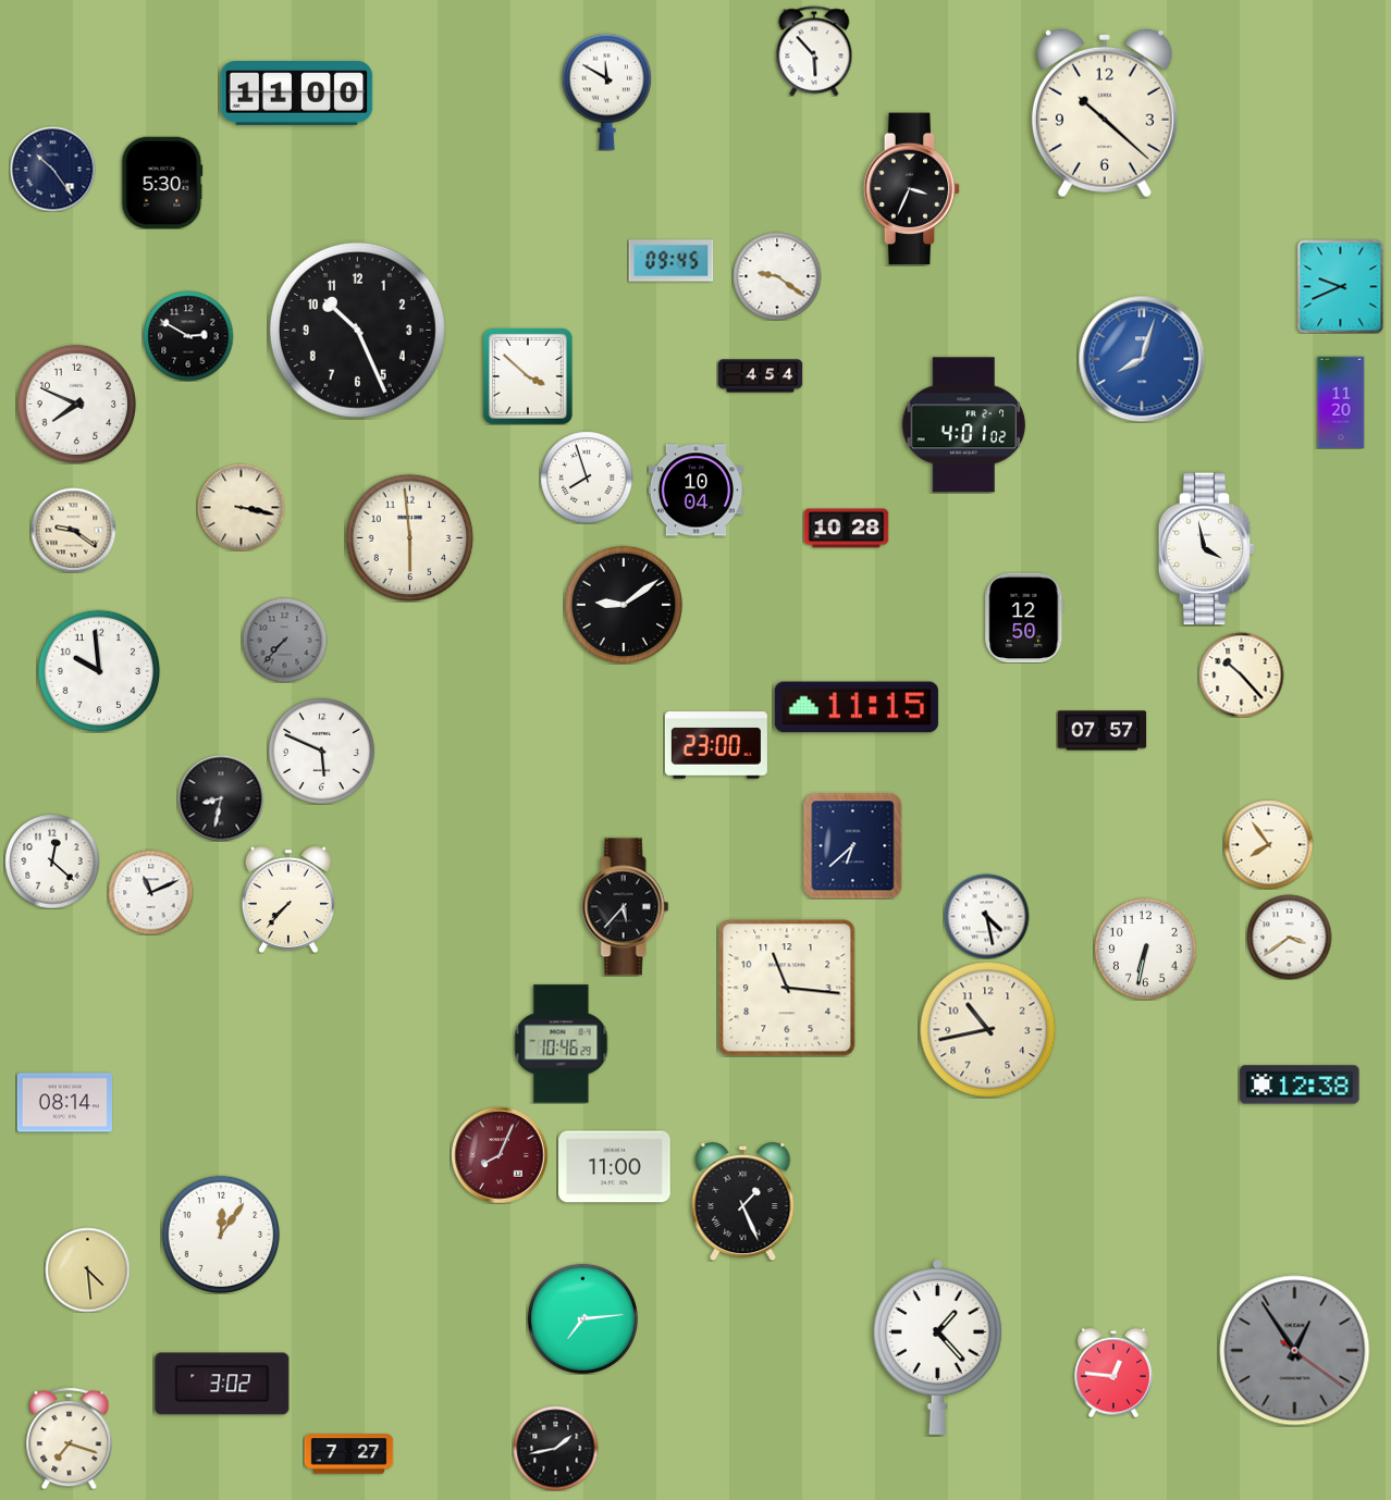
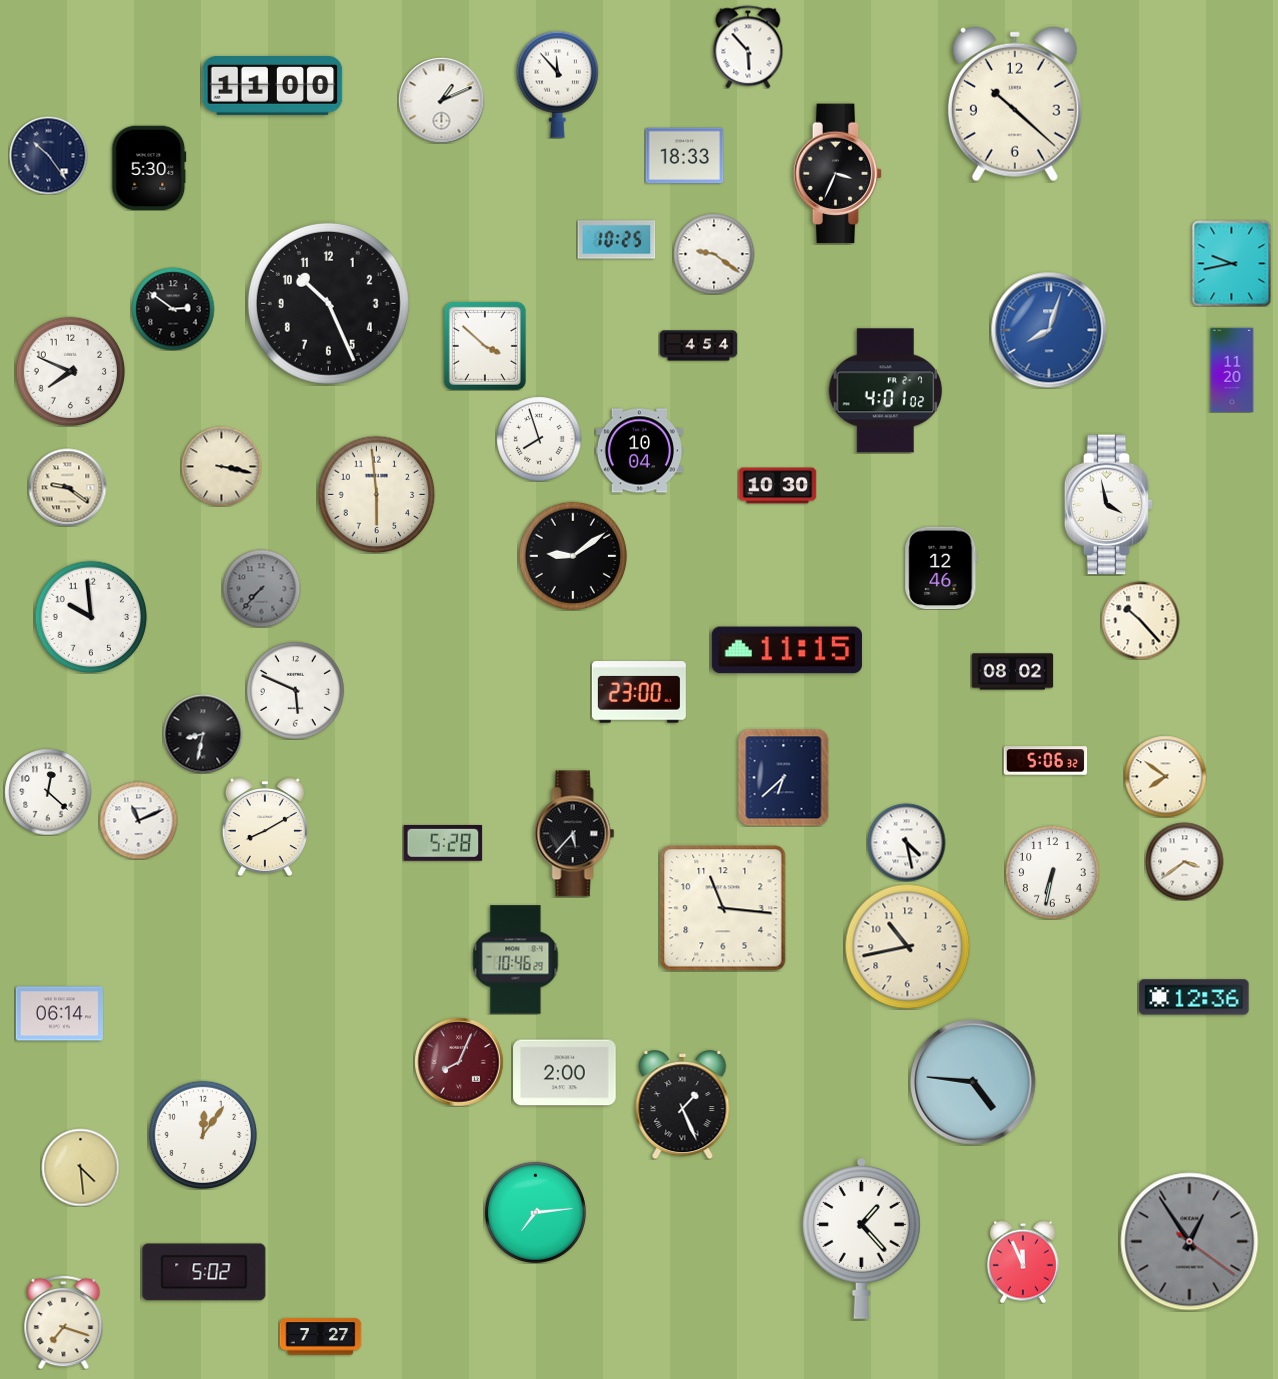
clock at (606, 91): 11:50 -> 11:53
clock at (441, 100): none -> 1:11
clock at (684, 156): none -> 18:33
clock at (670, 261): 09:45 -> 10:25
clock at (1341, 286): 9:41 -> 9:43
clock at (188, 336): 2:50 -> 2:51
clock at (846, 529): 10:28 -> 10:30
clock at (1024, 618): 12:50 -> 12:46
clock at (1101, 731): 07:57 -> 08:02
clock at (716, 745) position: (716, 745) -> (639, 692)
clock at (1045, 761): none -> 5:06
clock at (1268, 844): 7:54 -> 7:51
clock at (288, 900): 7:37 -> 8:10
clock at (443, 843): none -> 5:28
clock at (1300, 1084): 12:38 -> 12:36
clock at (64, 1103): 08:14 -> 06:14
clock at (615, 1167): 11:00 -> 2:00
clock at (973, 1082): none -> 4:46
clock at (1113, 1373): 12:46 -> 11:56
clock at (222, 1384): 3:02 -> 5:02
clock at (555, 1448): 1:43 -> none
